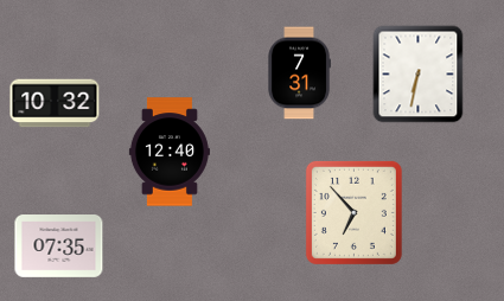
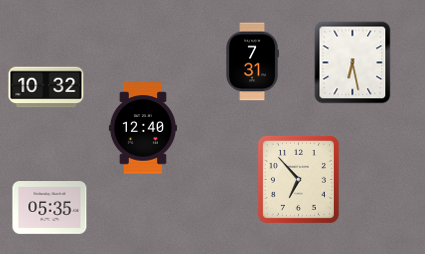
clock at (419, 75): 6:32 -> 6:28
clock at (59, 246): 07:35 -> 05:35
